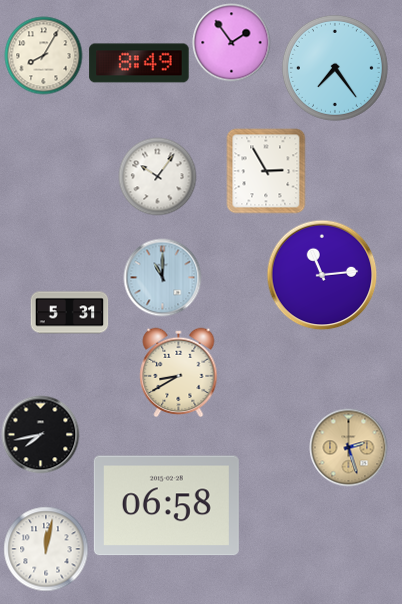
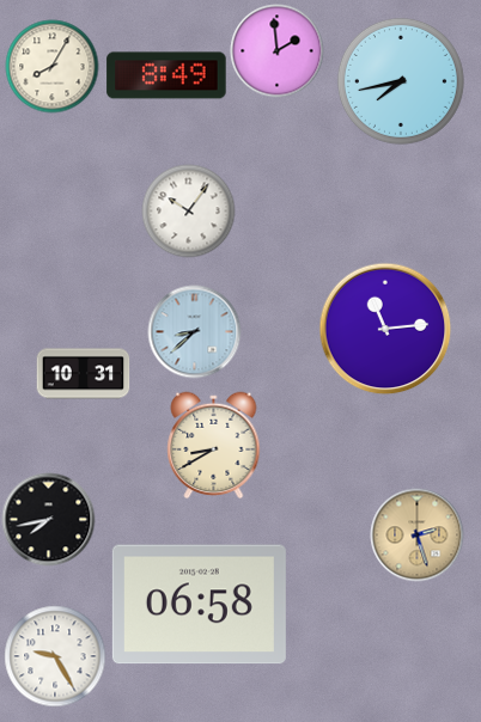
clock at (231, 42): 1:54 -> 1:59
clock at (335, 68): 7:24 -> 7:43
clock at (266, 171): 2:55 -> none
clock at (162, 277): 11:00 -> 8:38
clock at (69, 313): 5:31 -> 10:31
clock at (46, 549): 12:02 -> 9:25
